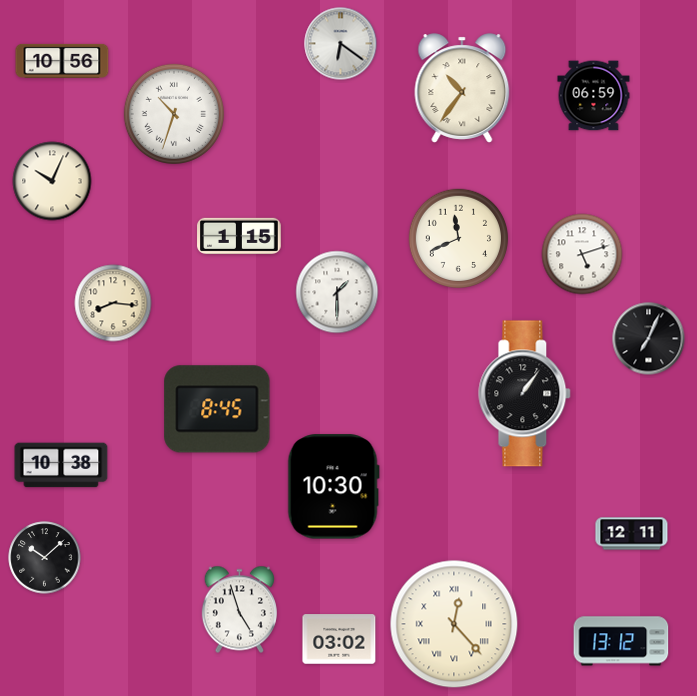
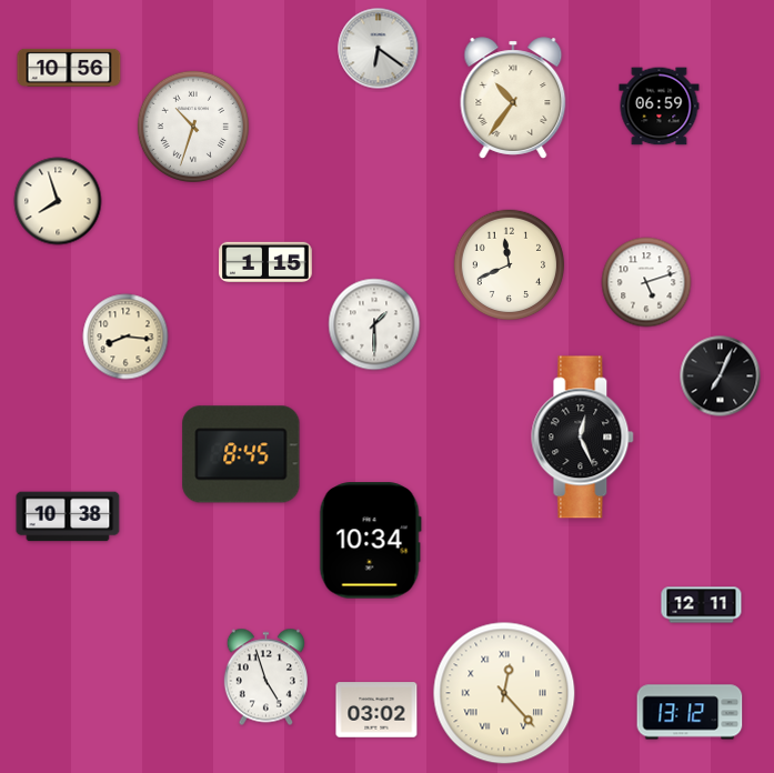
clock at (52, 181): 10:04 -> 7:57
clock at (525, 394): 1:06 -> 12:26
clock at (333, 487): 10:30 -> 10:34
clock at (632, 534) position: (632, 534) -> (702, 605)
clock at (45, 558): 10:08 -> none
